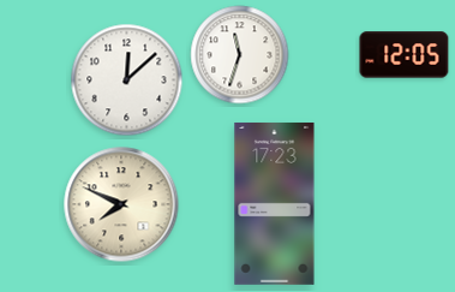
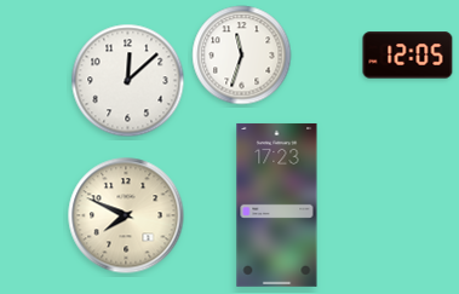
clock at (121, 204) position: (121, 204) -> (126, 215)
